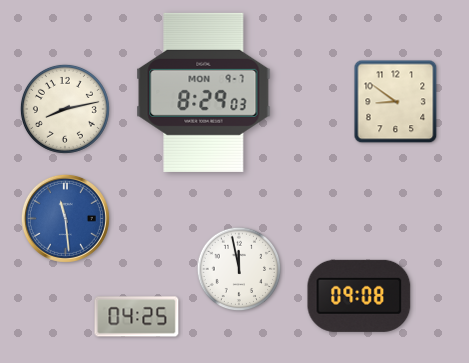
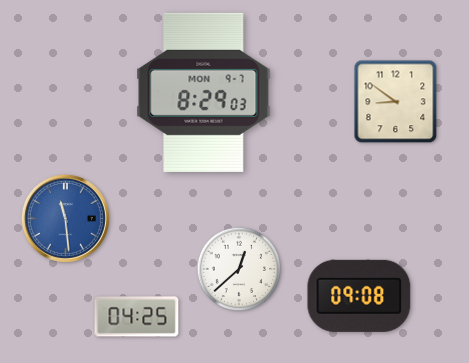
clock at (65, 109): 8:13 -> none
clock at (239, 269): 11:58 -> 12:38
